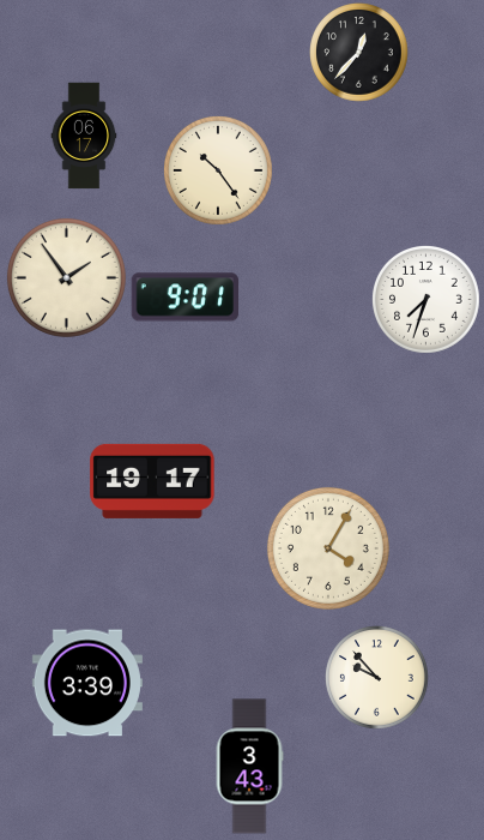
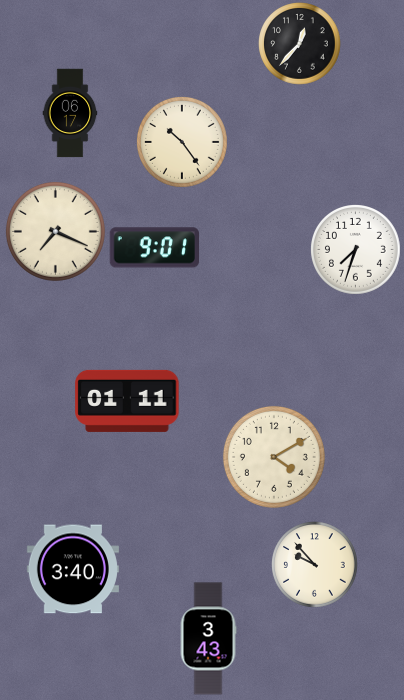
clock at (66, 277): 1:54 -> 7:19
clock at (152, 481): 19:17 -> 01:11
clock at (328, 548): 4:05 -> 4:10
clock at (87, 683): 3:39 -> 3:40
